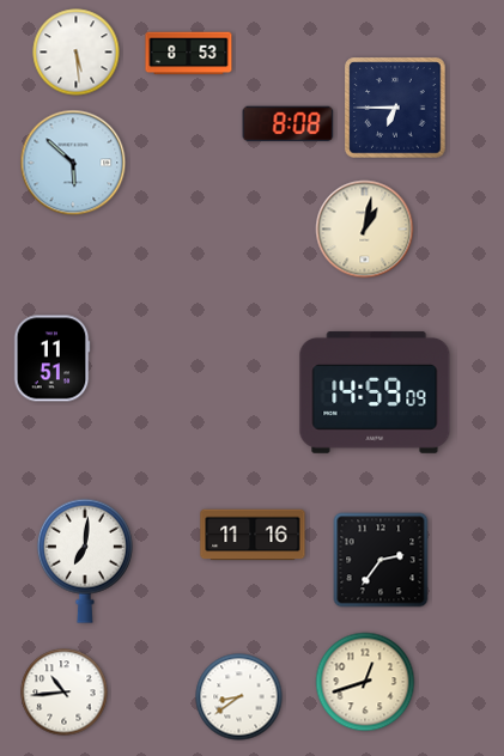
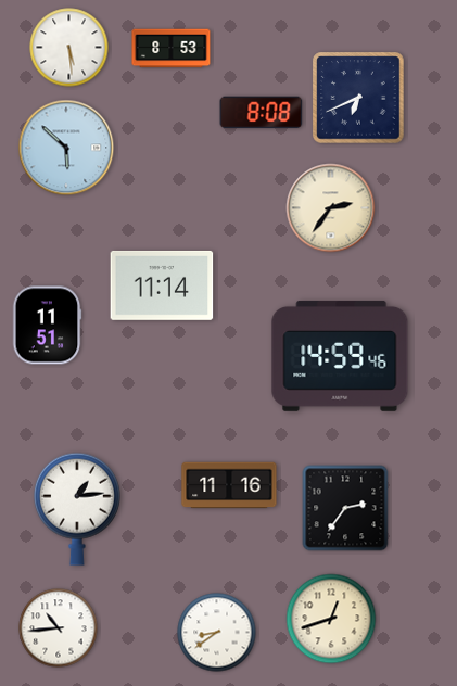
clock at (395, 108): 6:45 -> 6:41
clock at (365, 230): 1:02 -> 2:36
clock at (162, 285): none -> 11:14
clock at (375, 392): 14:59:09 -> 14:59:46
clock at (85, 561): 7:01 -> 1:14
